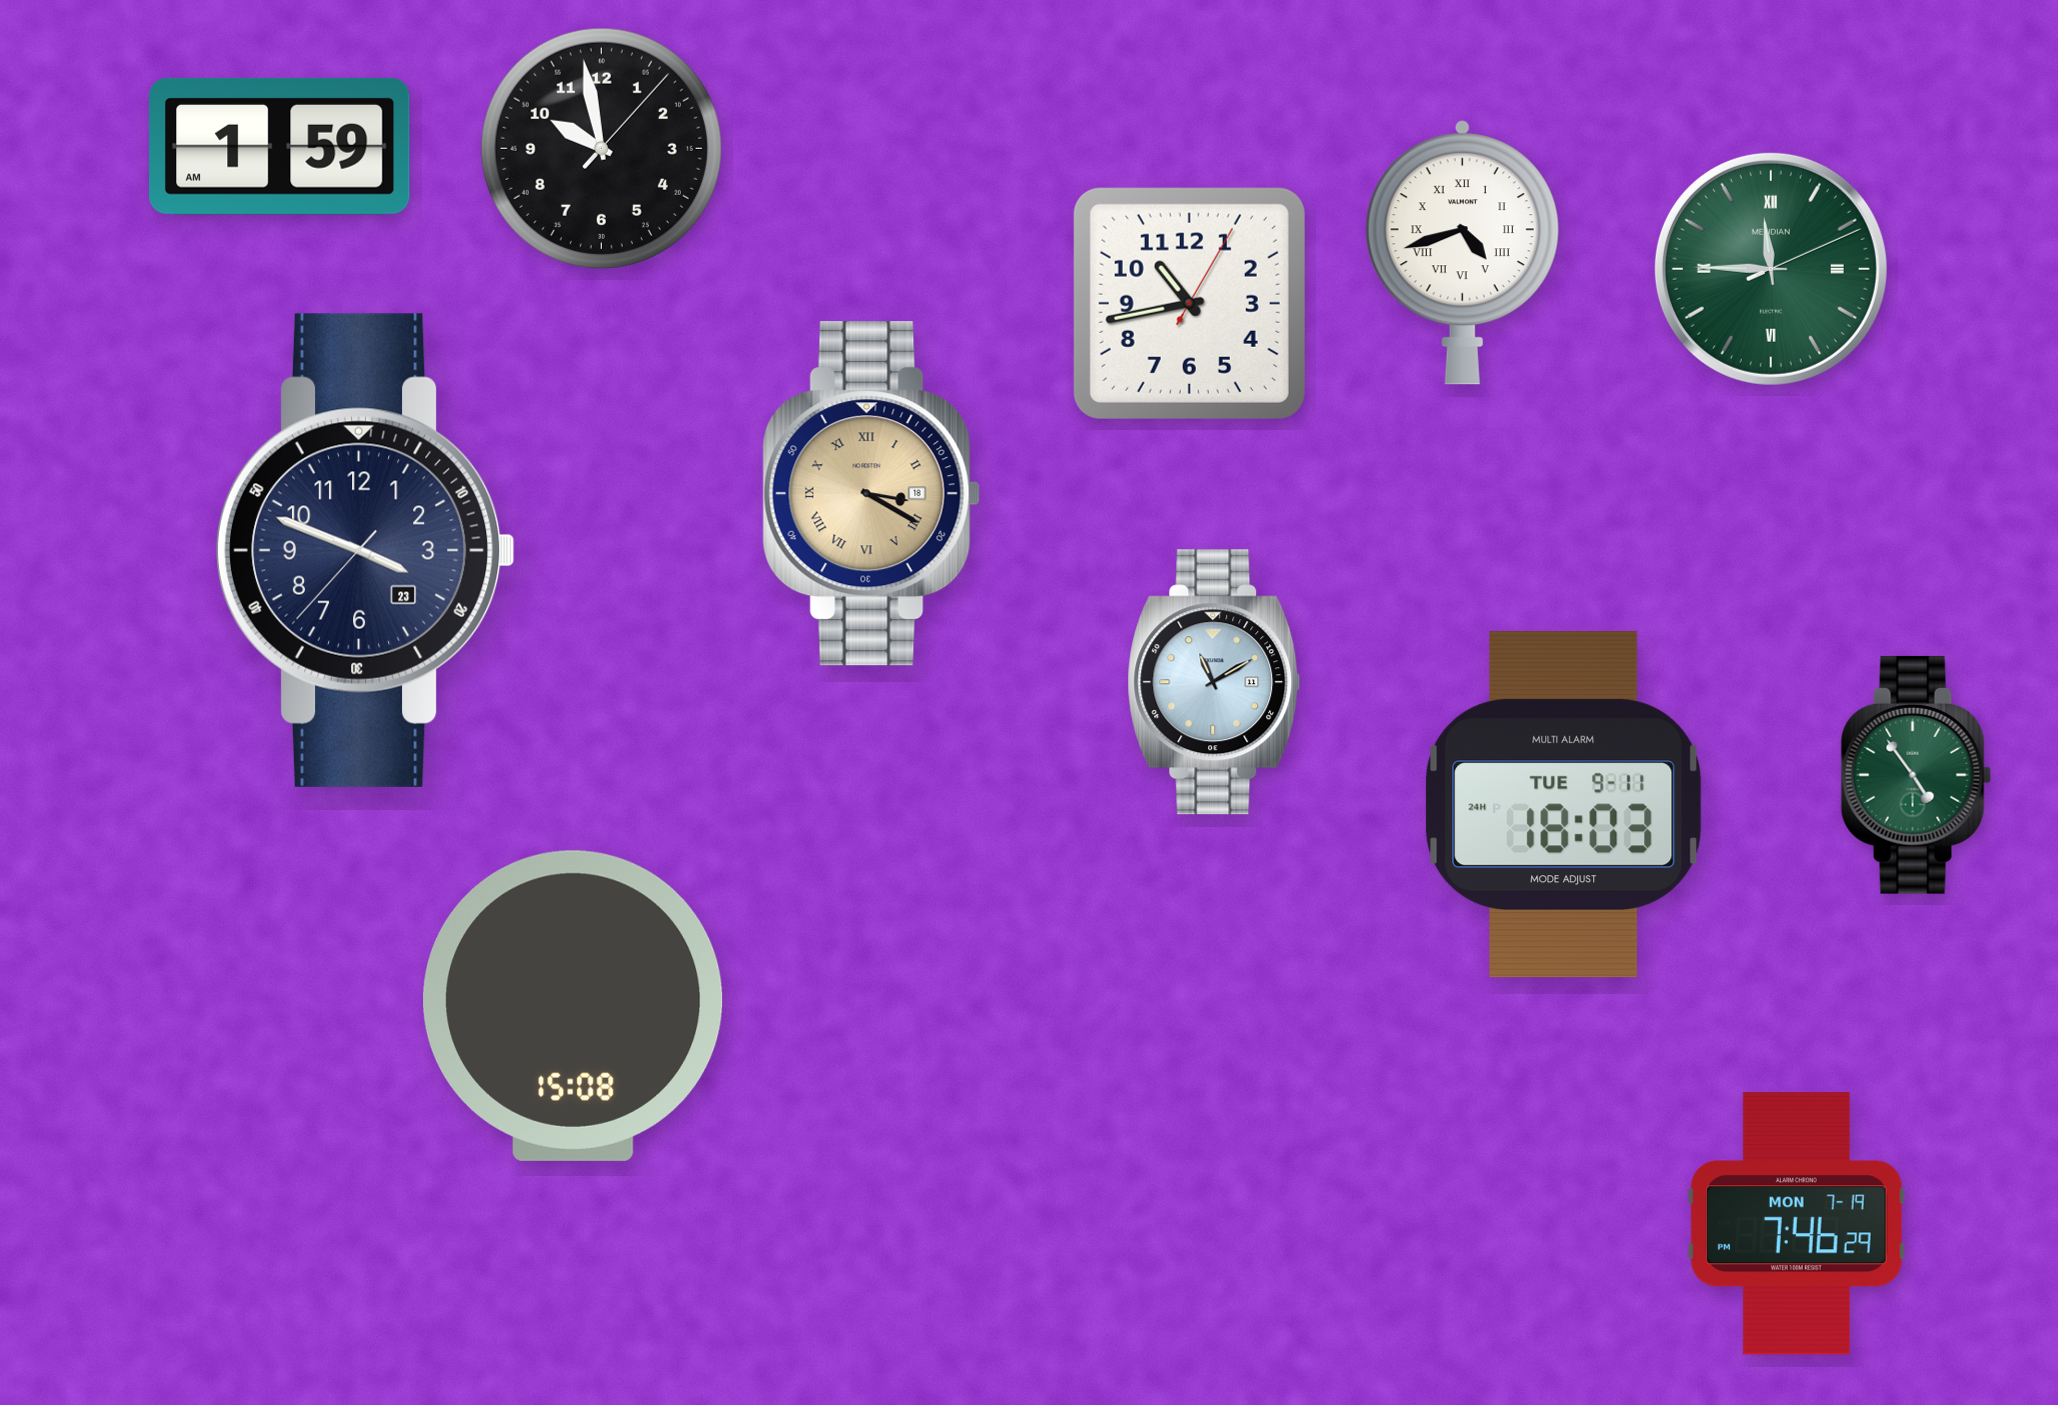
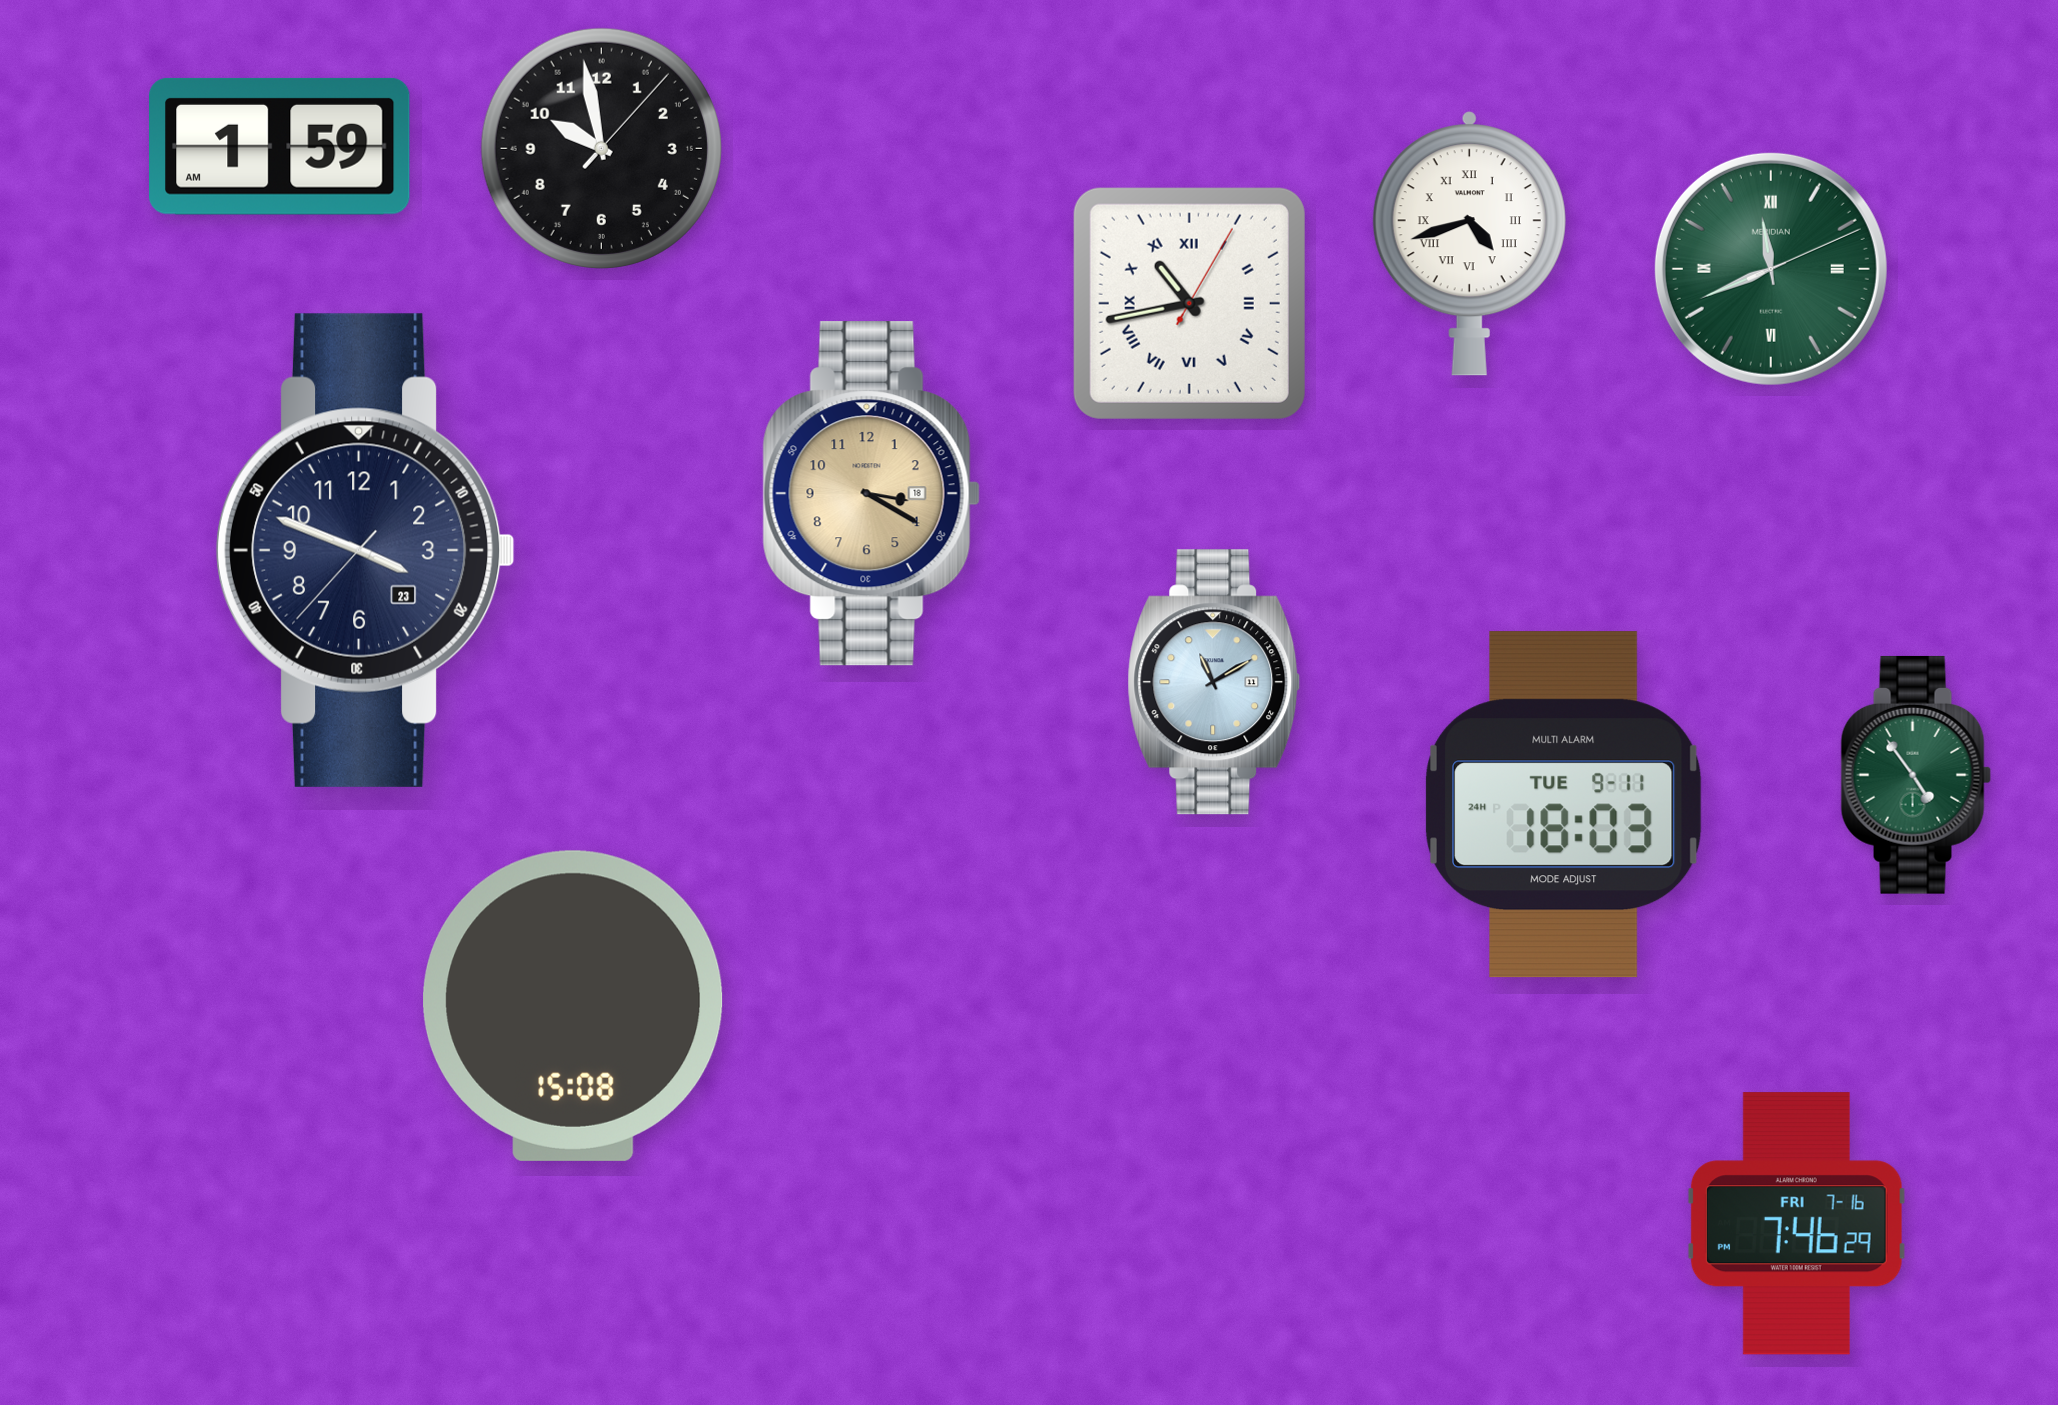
clock at (1462, 253) position: (1462, 253) -> (1469, 244)
clock at (1771, 269): 11:45 -> 11:41
clock at (1189, 303) numerals: Arabic -> Roman
clock at (871, 494) numerals: Roman -> Arabic
clock at (1796, 1224) date: MON 7-19 -> FRI 7-16
